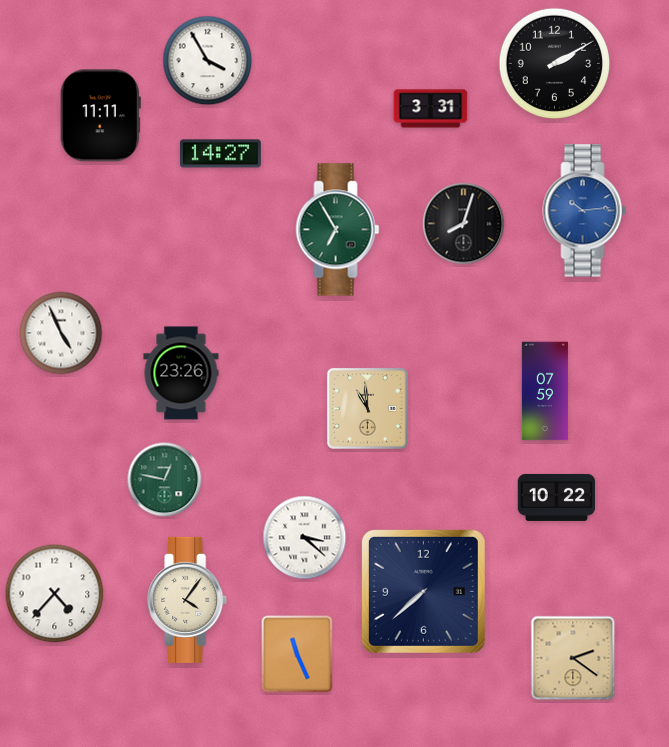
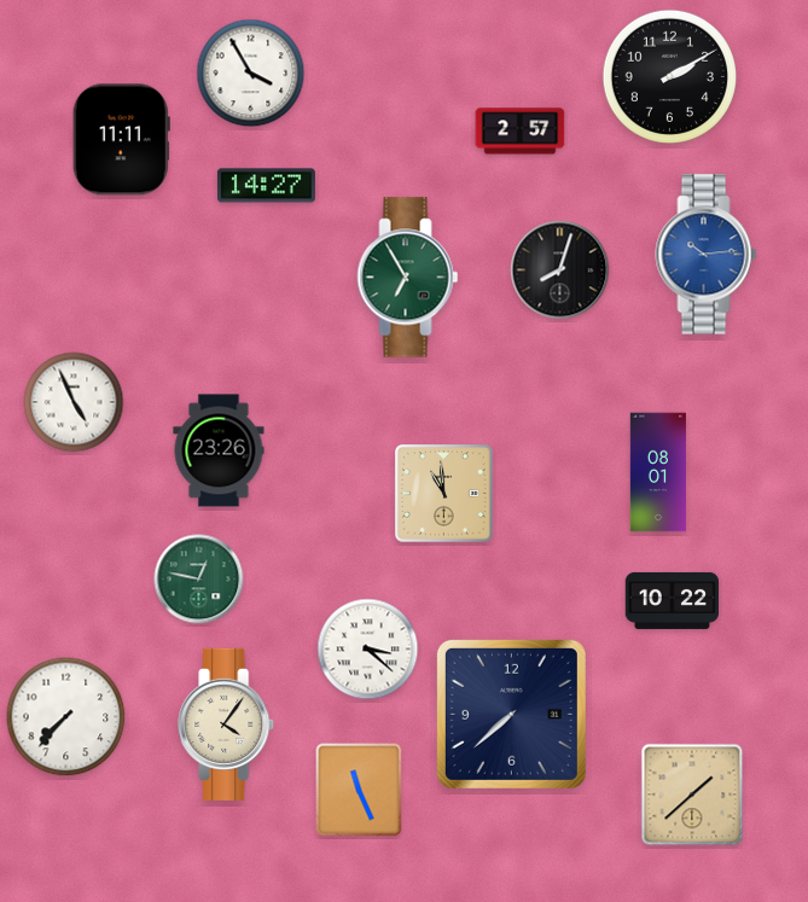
clock at (431, 109): 3:31 -> 2:57
clock at (544, 391): 07:59 -> 08:01
clock at (55, 594): 4:37 -> 7:37
clock at (573, 658): 2:21 -> 1:38
